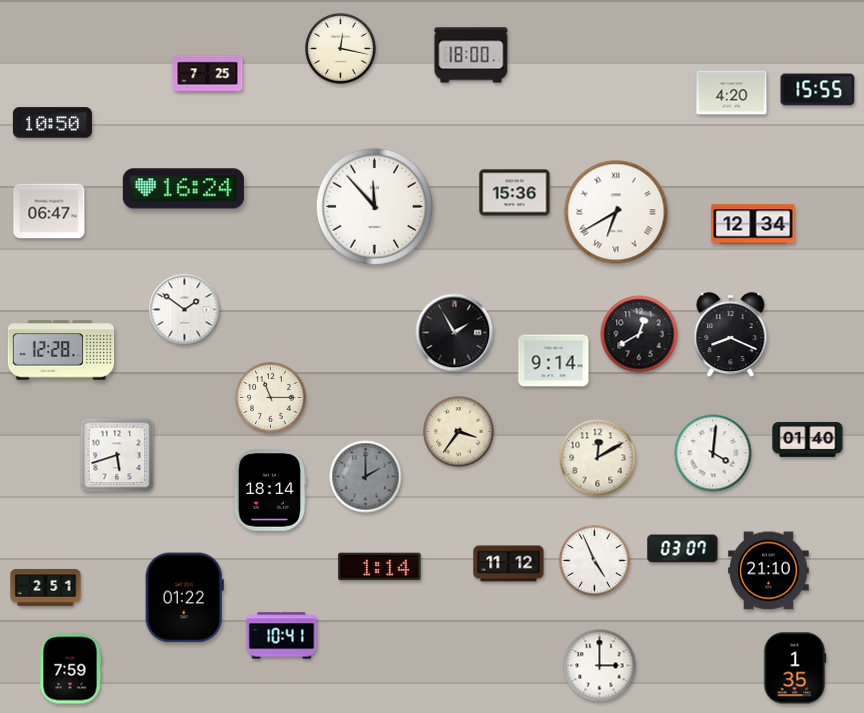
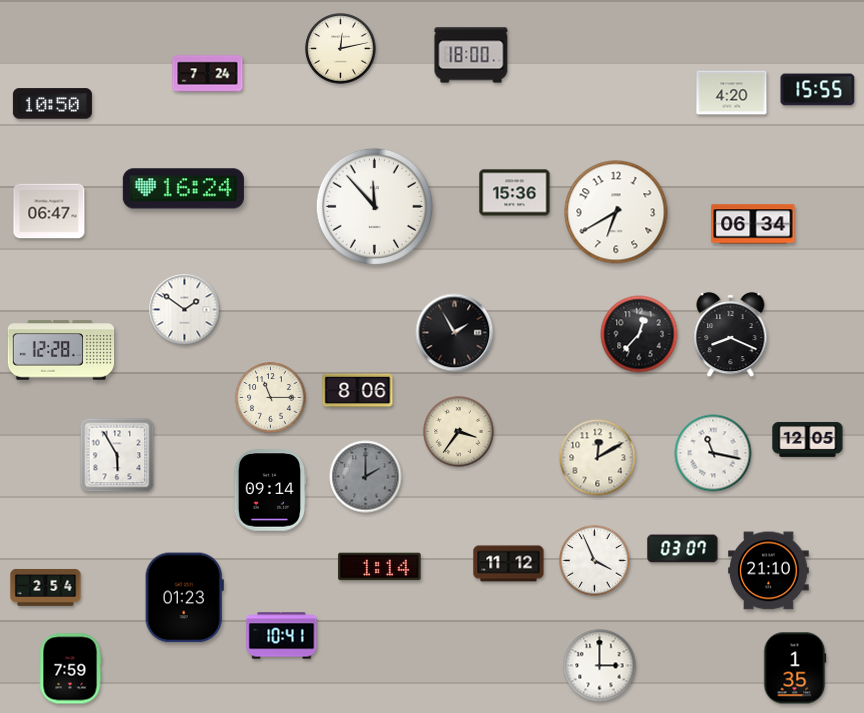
clock at (341, 49): 12:17 -> 12:13
clock at (208, 74): 7:25 -> 7:24
clock at (52, 123) position: (52, 123) -> (52, 104)
clock at (616, 212) numerals: Roman -> Arabic
clock at (753, 224): 12:34 -> 06:34
clock at (639, 334): 12:40 -> 12:37
clock at (554, 361): 9:14 -> none
clock at (358, 391): none -> 8:06
clock at (808, 439): 01:40 -> 12:05
clock at (713, 453): 4:01 -> 11:17
clock at (117, 455): 5:42 -> 5:55
clock at (270, 490): 18:14 -> 09:14
clock at (595, 561): 4:56 -> 3:56
clock at (46, 587): 2:51 -> 2:54
clock at (184, 598): 01:22 -> 01:23
